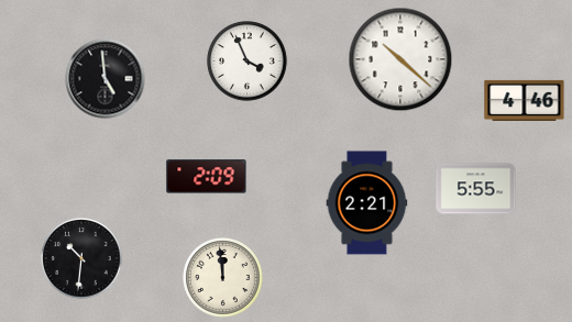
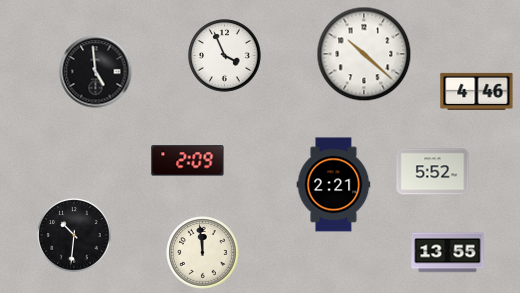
clock at (476, 189): 5:55 -> 5:52
clock at (448, 253): none -> 13:55
